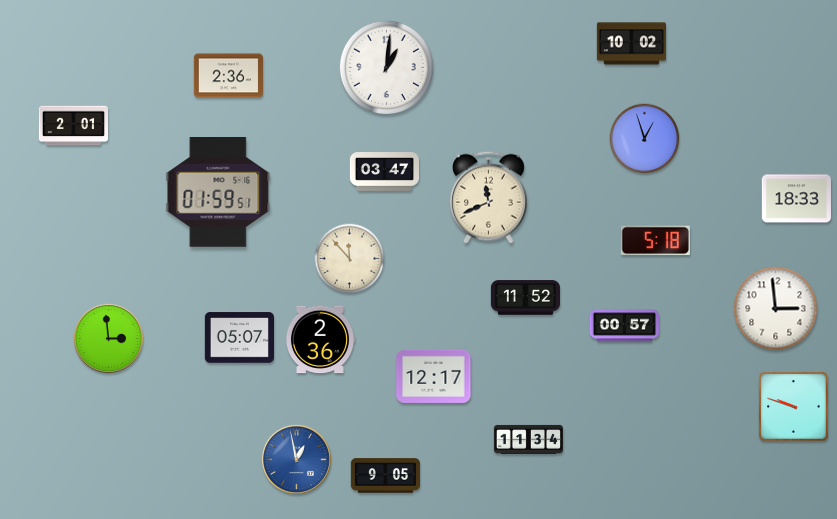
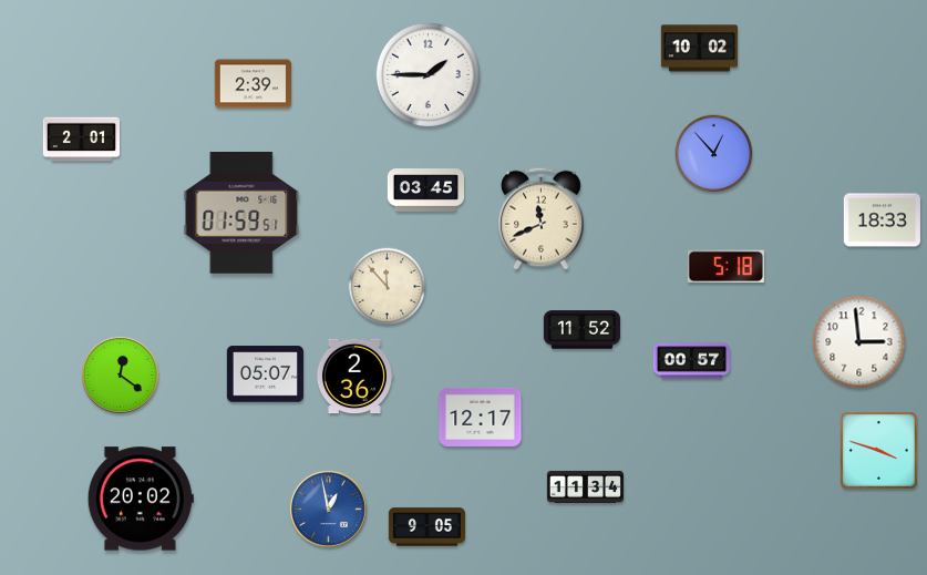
clock at (386, 67): 1:01 -> 1:45
clock at (228, 76): 2:36 -> 2:39
clock at (645, 139): 12:57 -> 12:53
clock at (384, 172): 03:47 -> 03:45
clock at (108, 338): 2:59 -> 12:21
clock at (794, 407): 9:48 -> 3:48
clock at (141, 499): none -> 20:02
